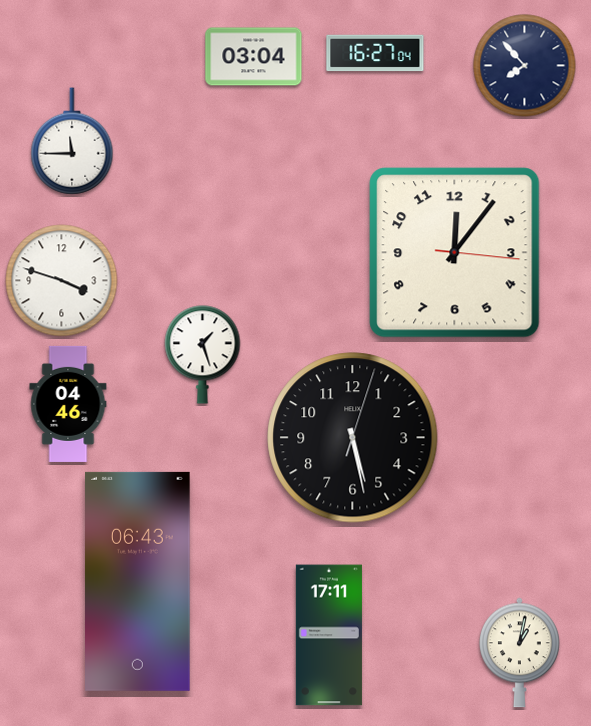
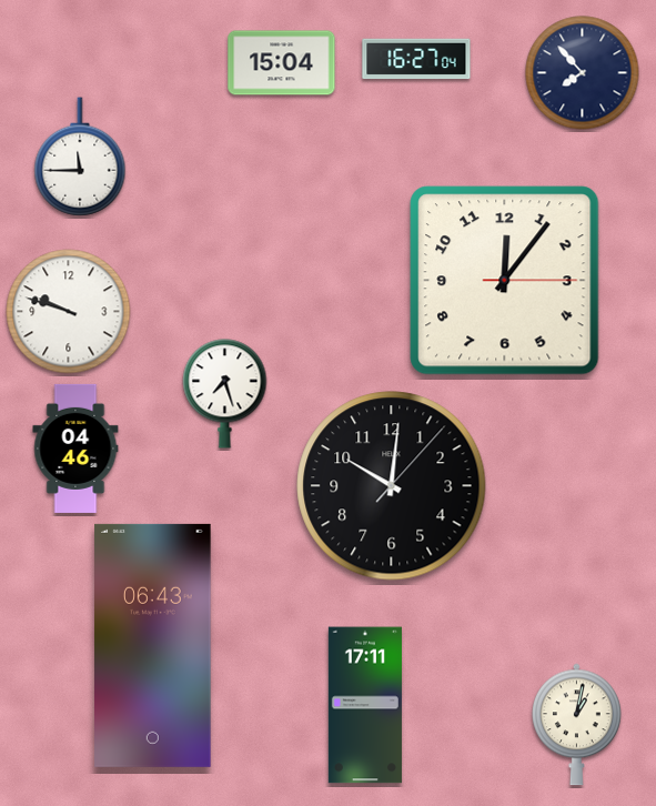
clock at (254, 57): 03:04 -> 15:04
clock at (455, 253): 12:06:16 -> 12:06:15
clock at (62, 281): 3:48 -> 9:48
clock at (203, 355): 1:27 -> 7:27
clock at (353, 438): 5:28 -> 10:01
